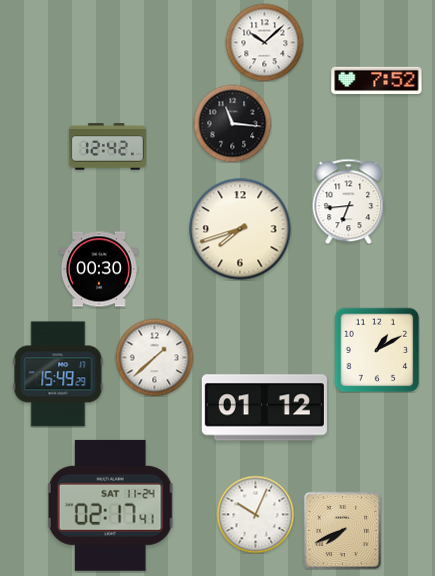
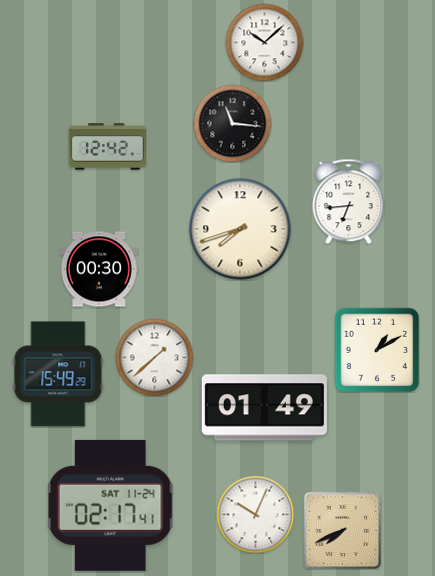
clock at (377, 80): 7:52 -> none
clock at (264, 408): 01:12 -> 01:49
